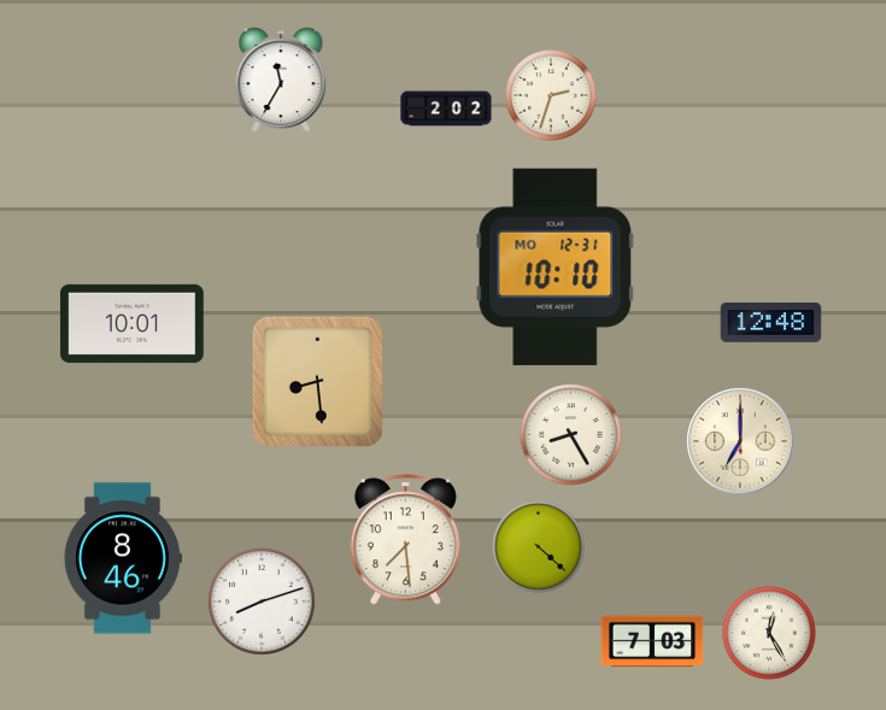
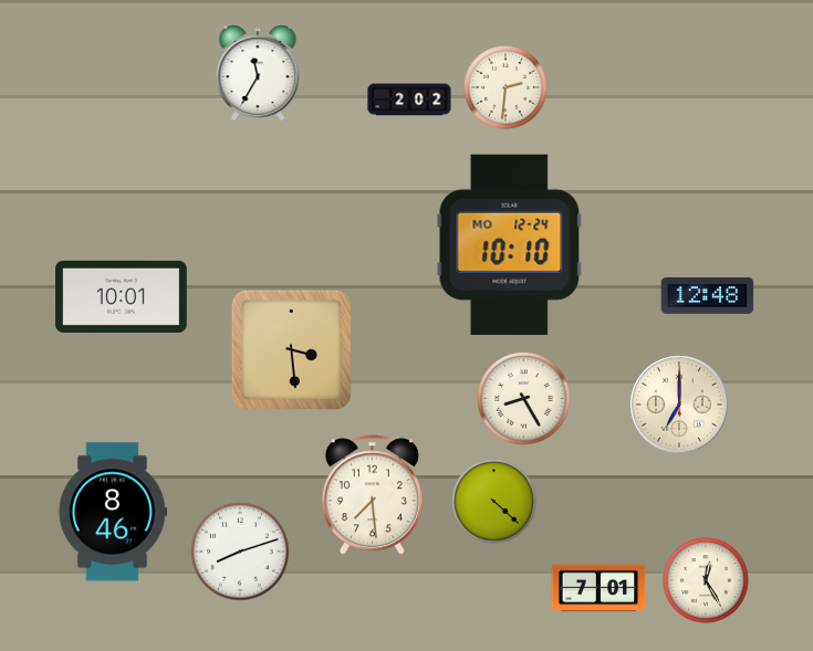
clock at (552, 96): 2:33 -> 2:31
clock at (556, 266) date: MO 12-31 -> MO 12-24
clock at (317, 381): 8:29 -> 3:29
clock at (652, 641): 7:03 -> 7:01
